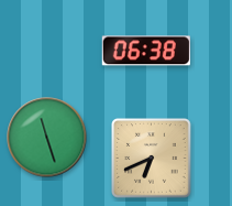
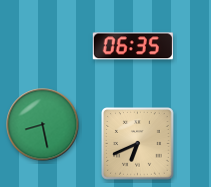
clock at (146, 51): 06:38 -> 06:35
clock at (47, 138): 11:27 -> 8:28
